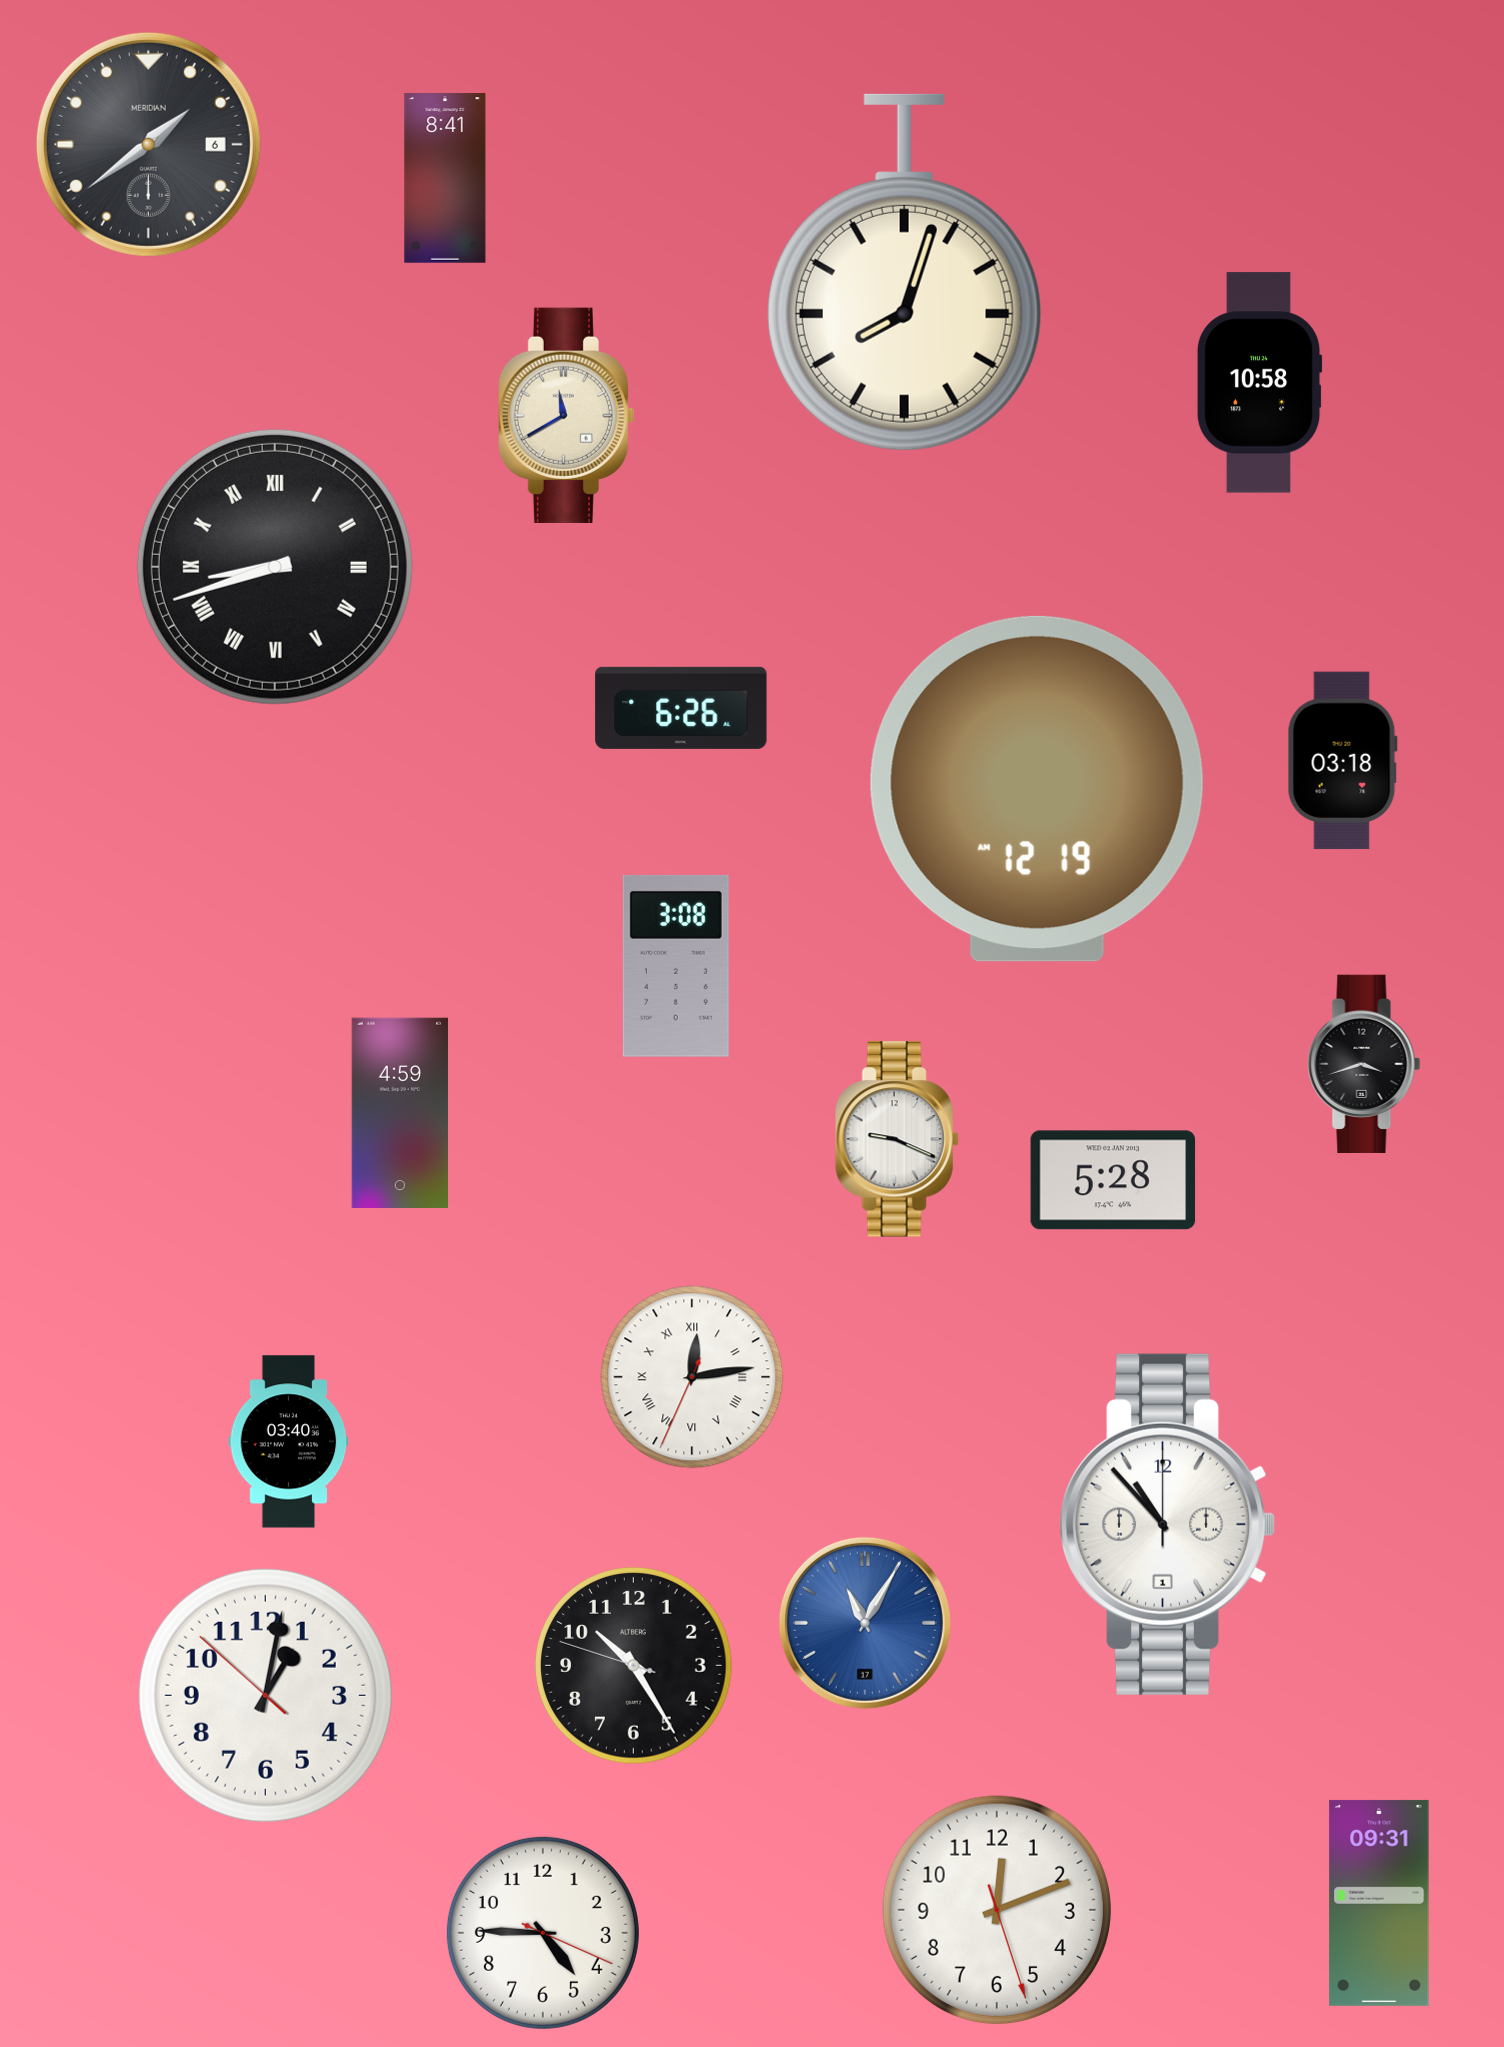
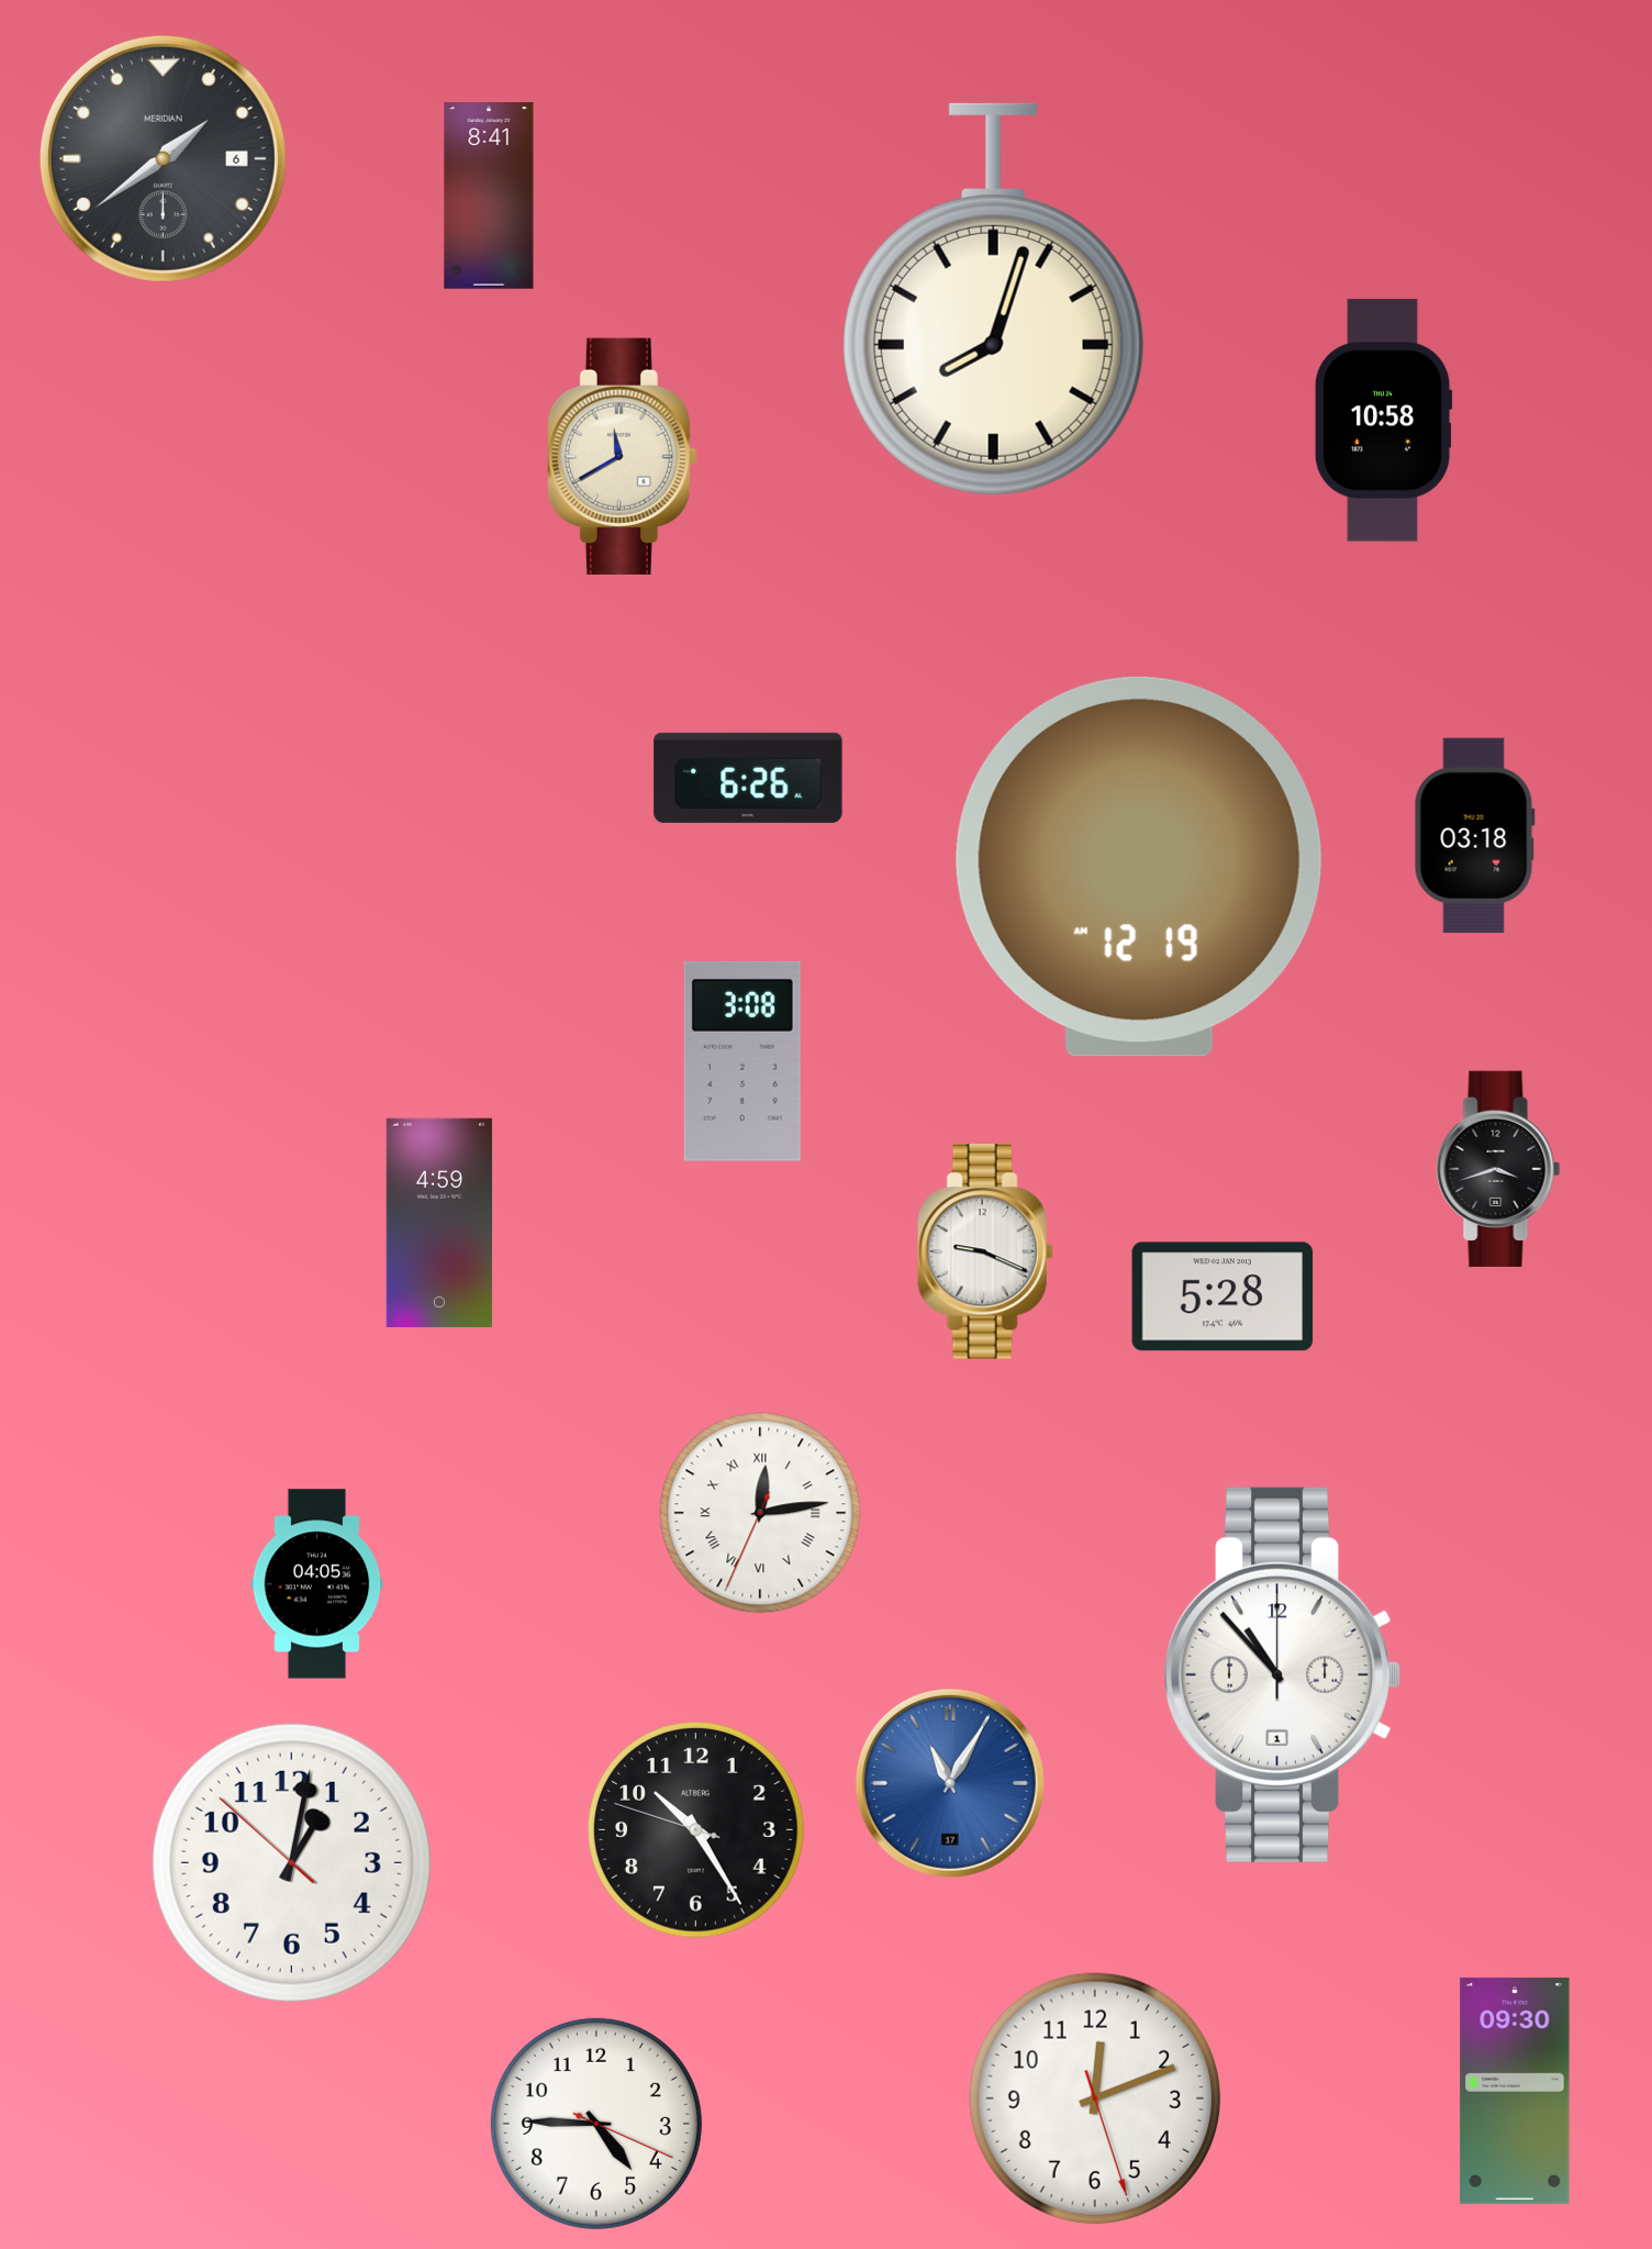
clock at (275, 567): 8:42 -> none
clock at (289, 1442): 03:40 -> 04:05
clock at (1379, 1903): 09:31 -> 09:30
